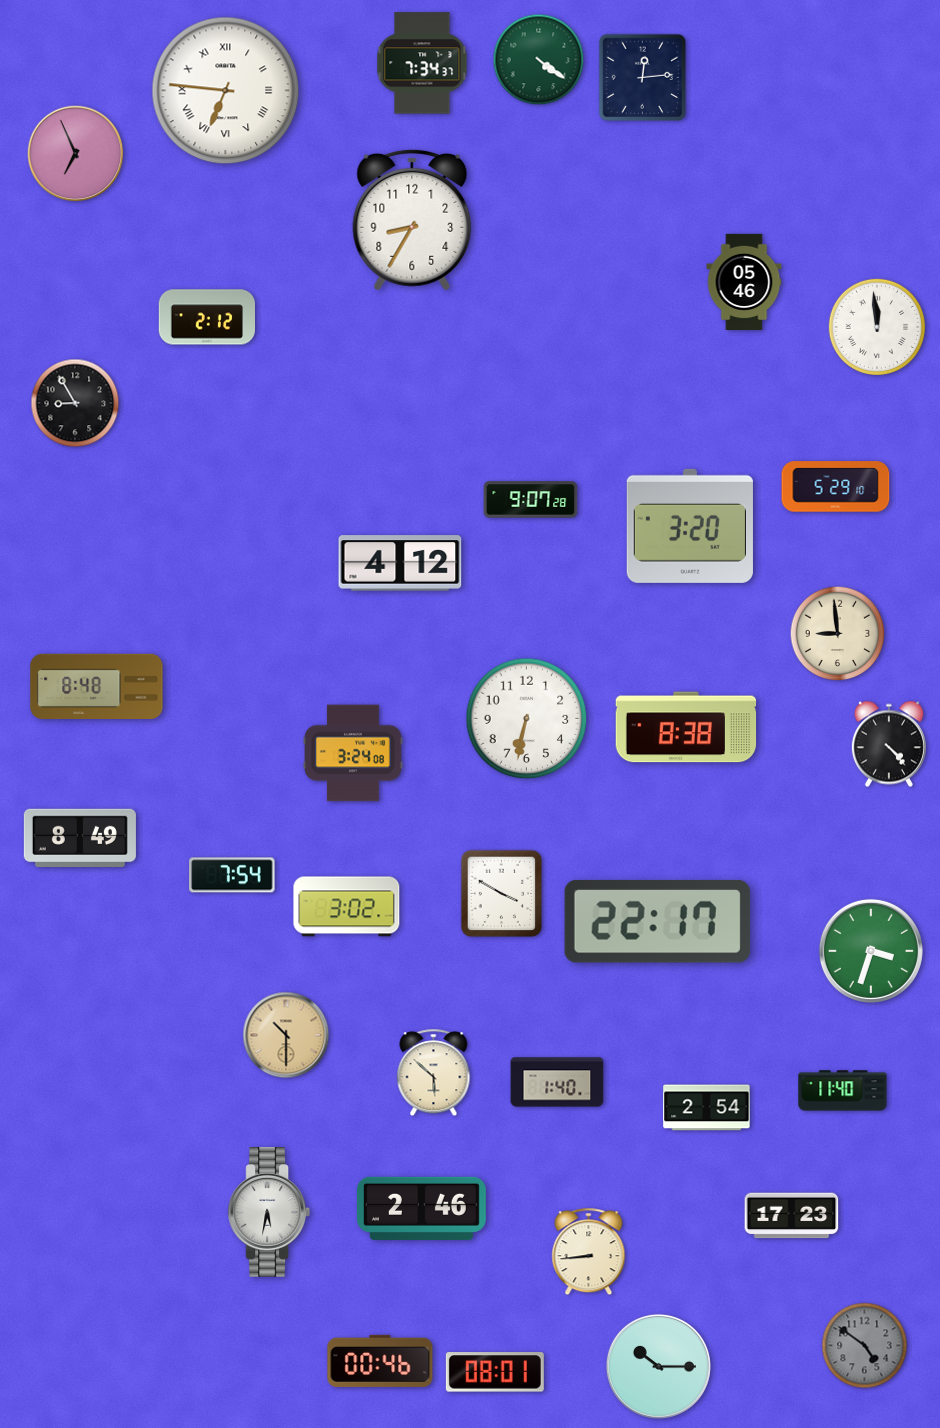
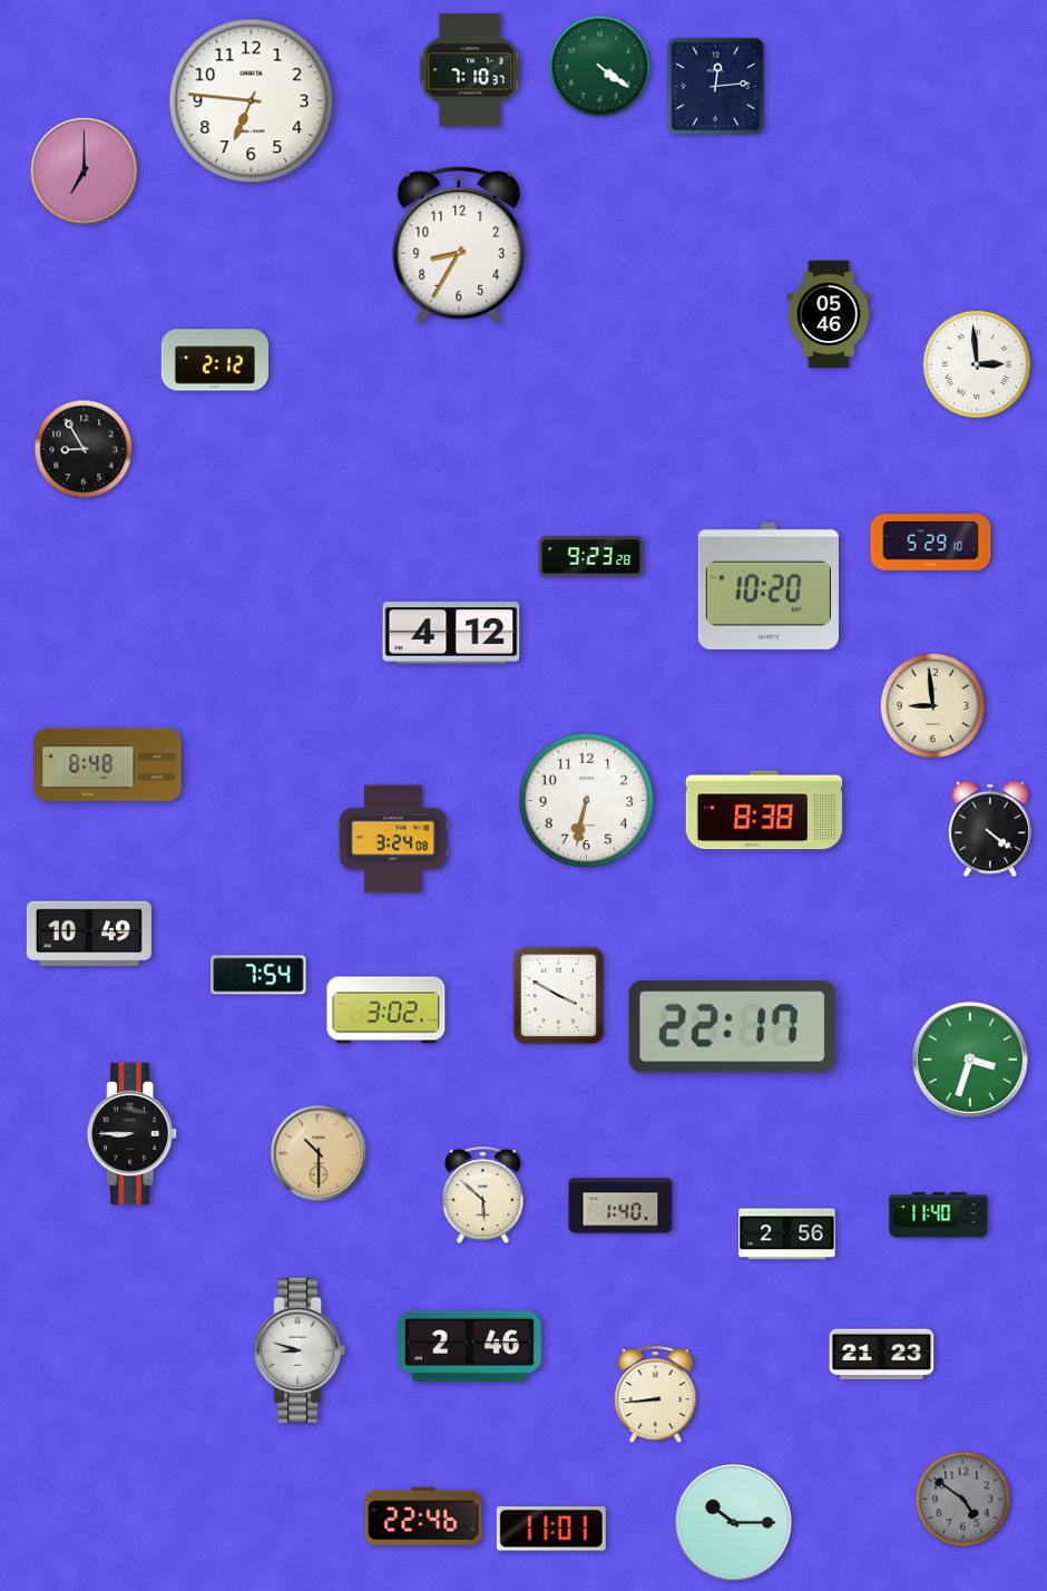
clock at (422, 63): 7:34 -> 7:10
clock at (226, 91) numerals: Roman -> Arabic
clock at (76, 154): 6:56 -> 7:00
clock at (206, 317) position: (206, 317) -> (214, 360)
clock at (876, 326): 11:59 -> 2:59
clock at (531, 500): 9:07 -> 9:23
clock at (690, 526): 3:20 -> 10:20
clock at (400, 563) position: (400, 563) -> (451, 633)
clock at (889, 744): 4:23 -> 4:21
clock at (80, 837): 8:49 -> 10:49
clock at (133, 1133): none -> 8:45
clock at (707, 1108): 2:54 -> 2:56
clock at (268, 1213): 5:32 -> 8:48
clock at (792, 1216): 17:23 -> 21:23
clock at (380, 1361): 00:46 -> 22:46
clock at (495, 1372): 08:01 -> 11:01
